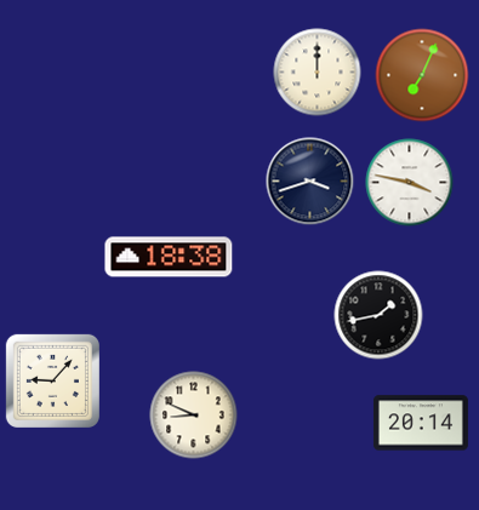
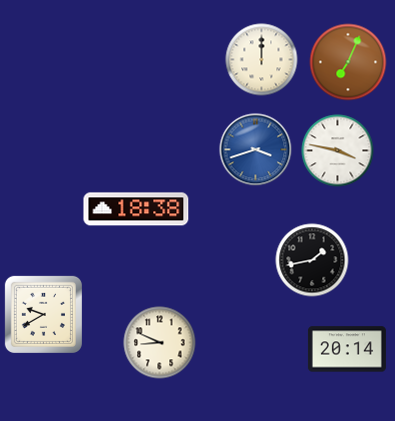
clock at (310, 182) dial: navy -> blue
clock at (169, 257) position: (169, 257) -> (136, 209)
clock at (52, 380): 9:07 -> 9:40
